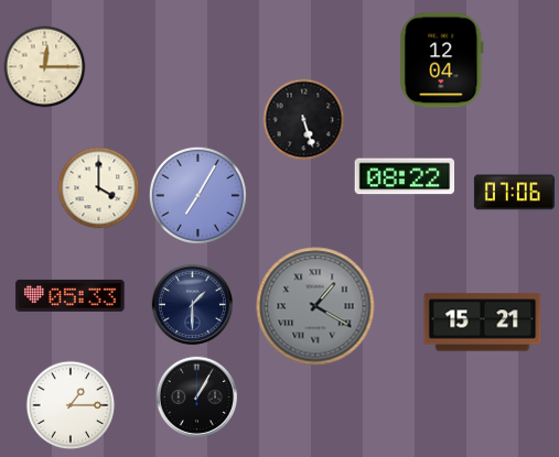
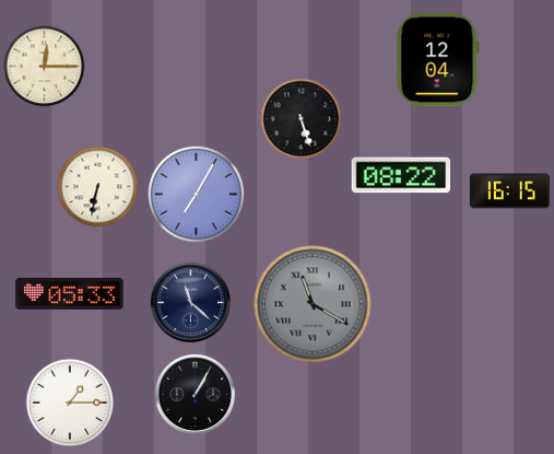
clock at (99, 188): 4:00 -> 6:32
clock at (514, 193): 07:06 -> 16:15
clock at (192, 304): 1:30 -> 11:22
clock at (315, 306): 1:20 -> 11:20
clock at (483, 323): 15:21 -> none
